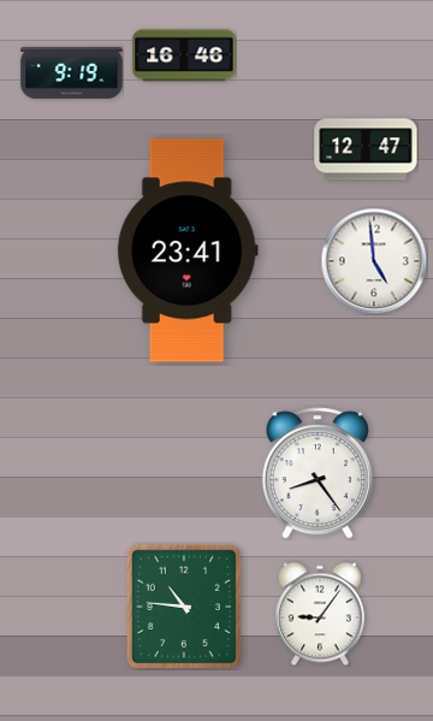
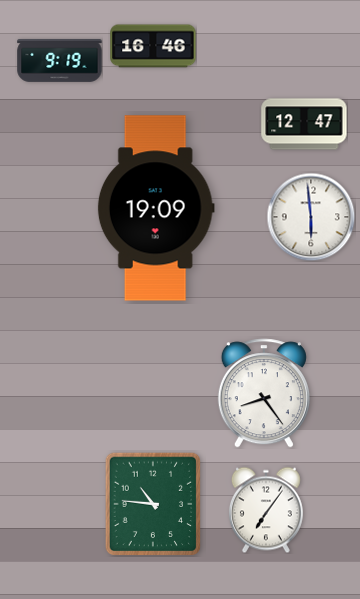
clock at (188, 250): 23:41 -> 19:09
clock at (374, 261): 4:59 -> 5:59
clock at (320, 614): 9:06 -> 7:06
